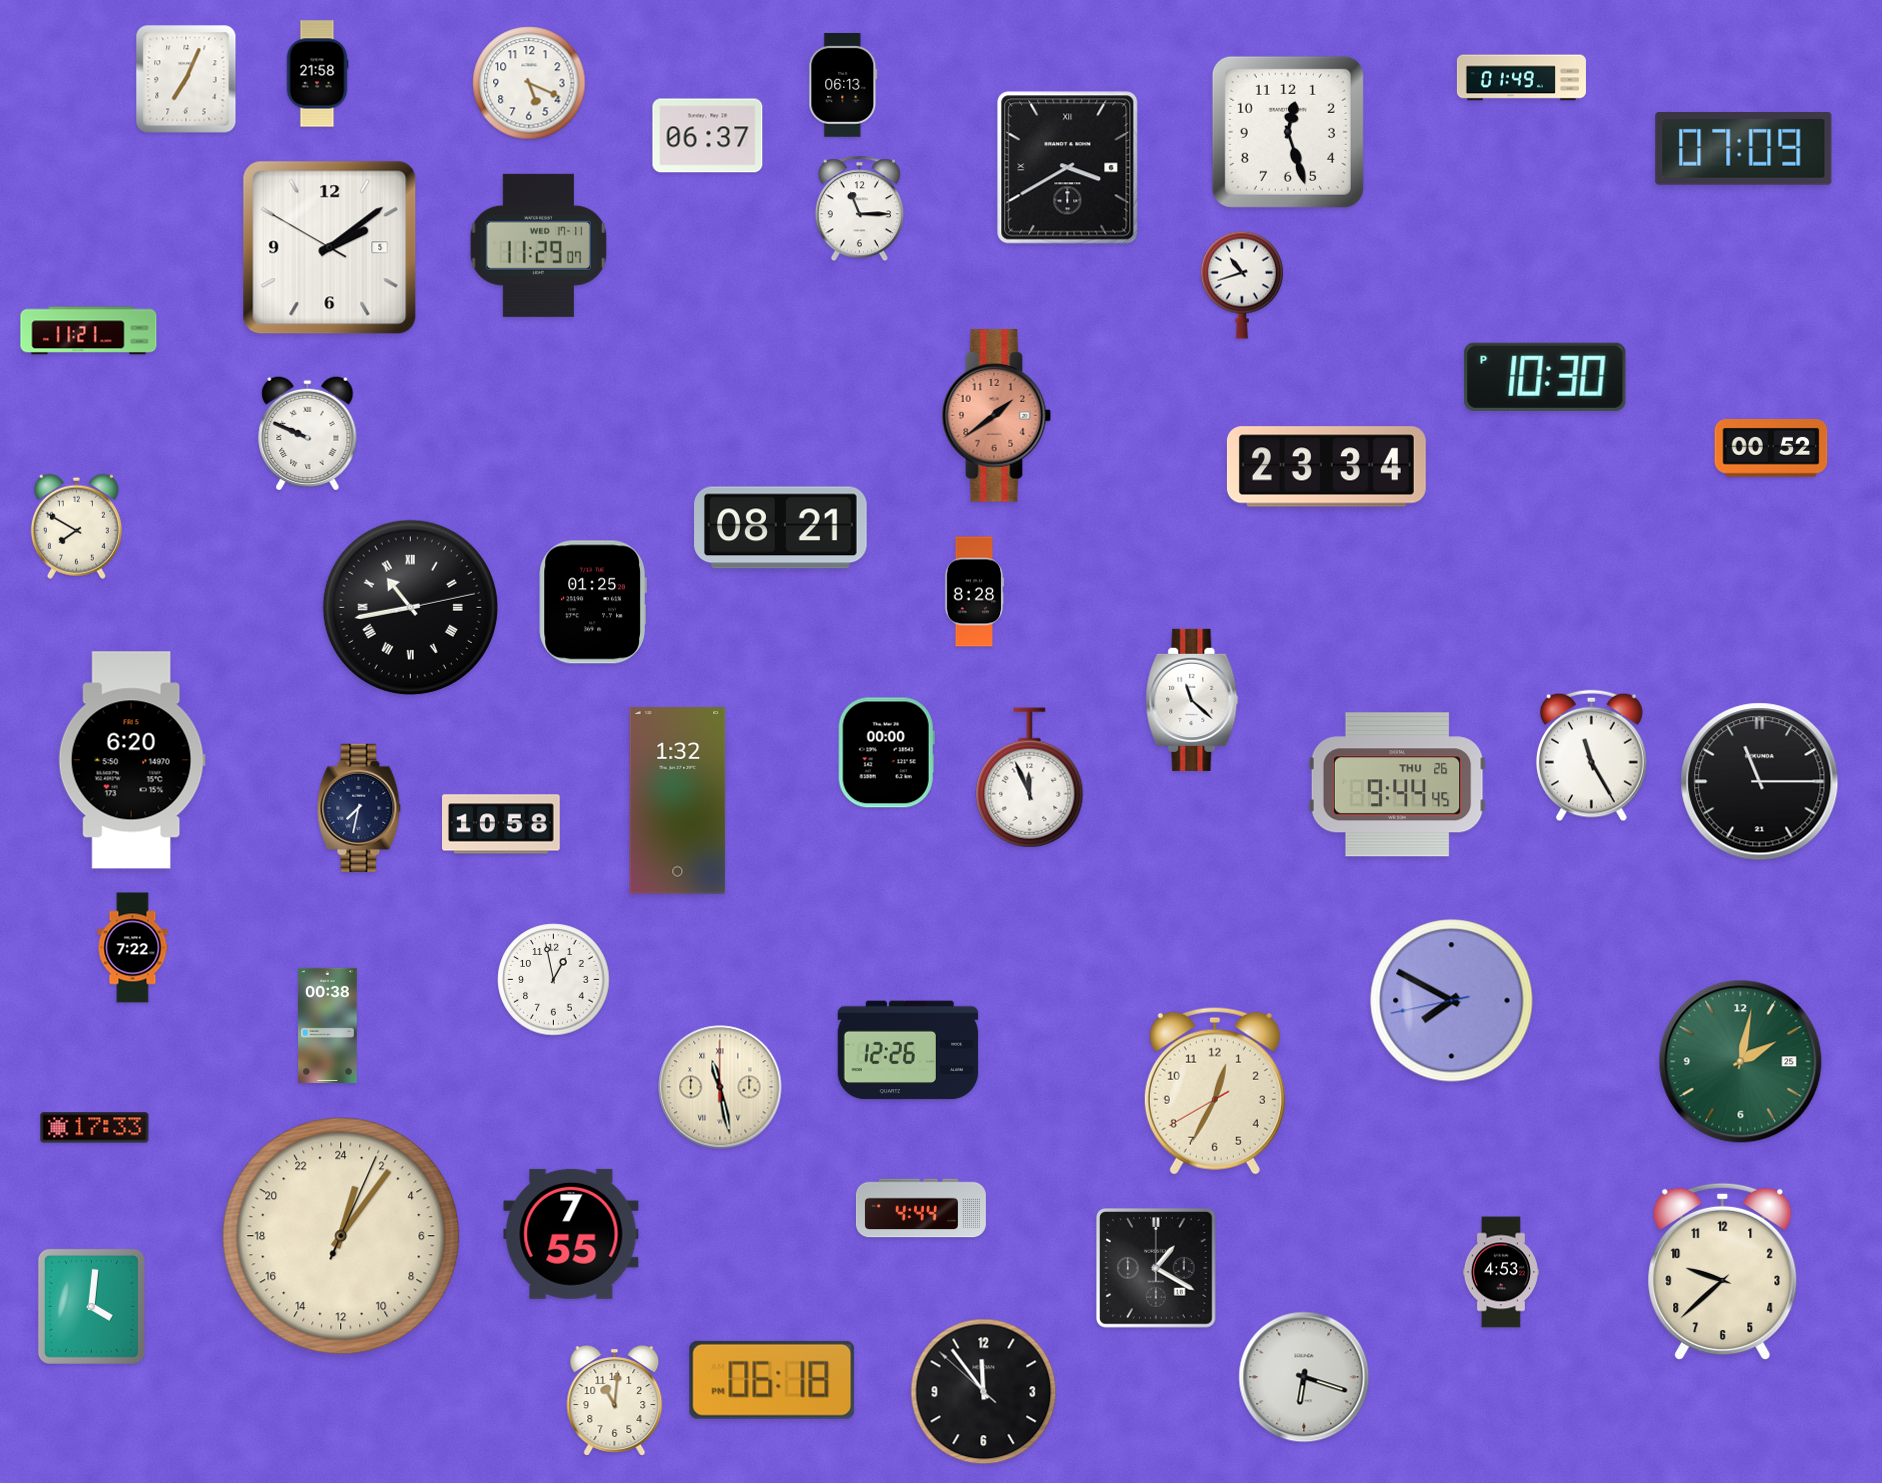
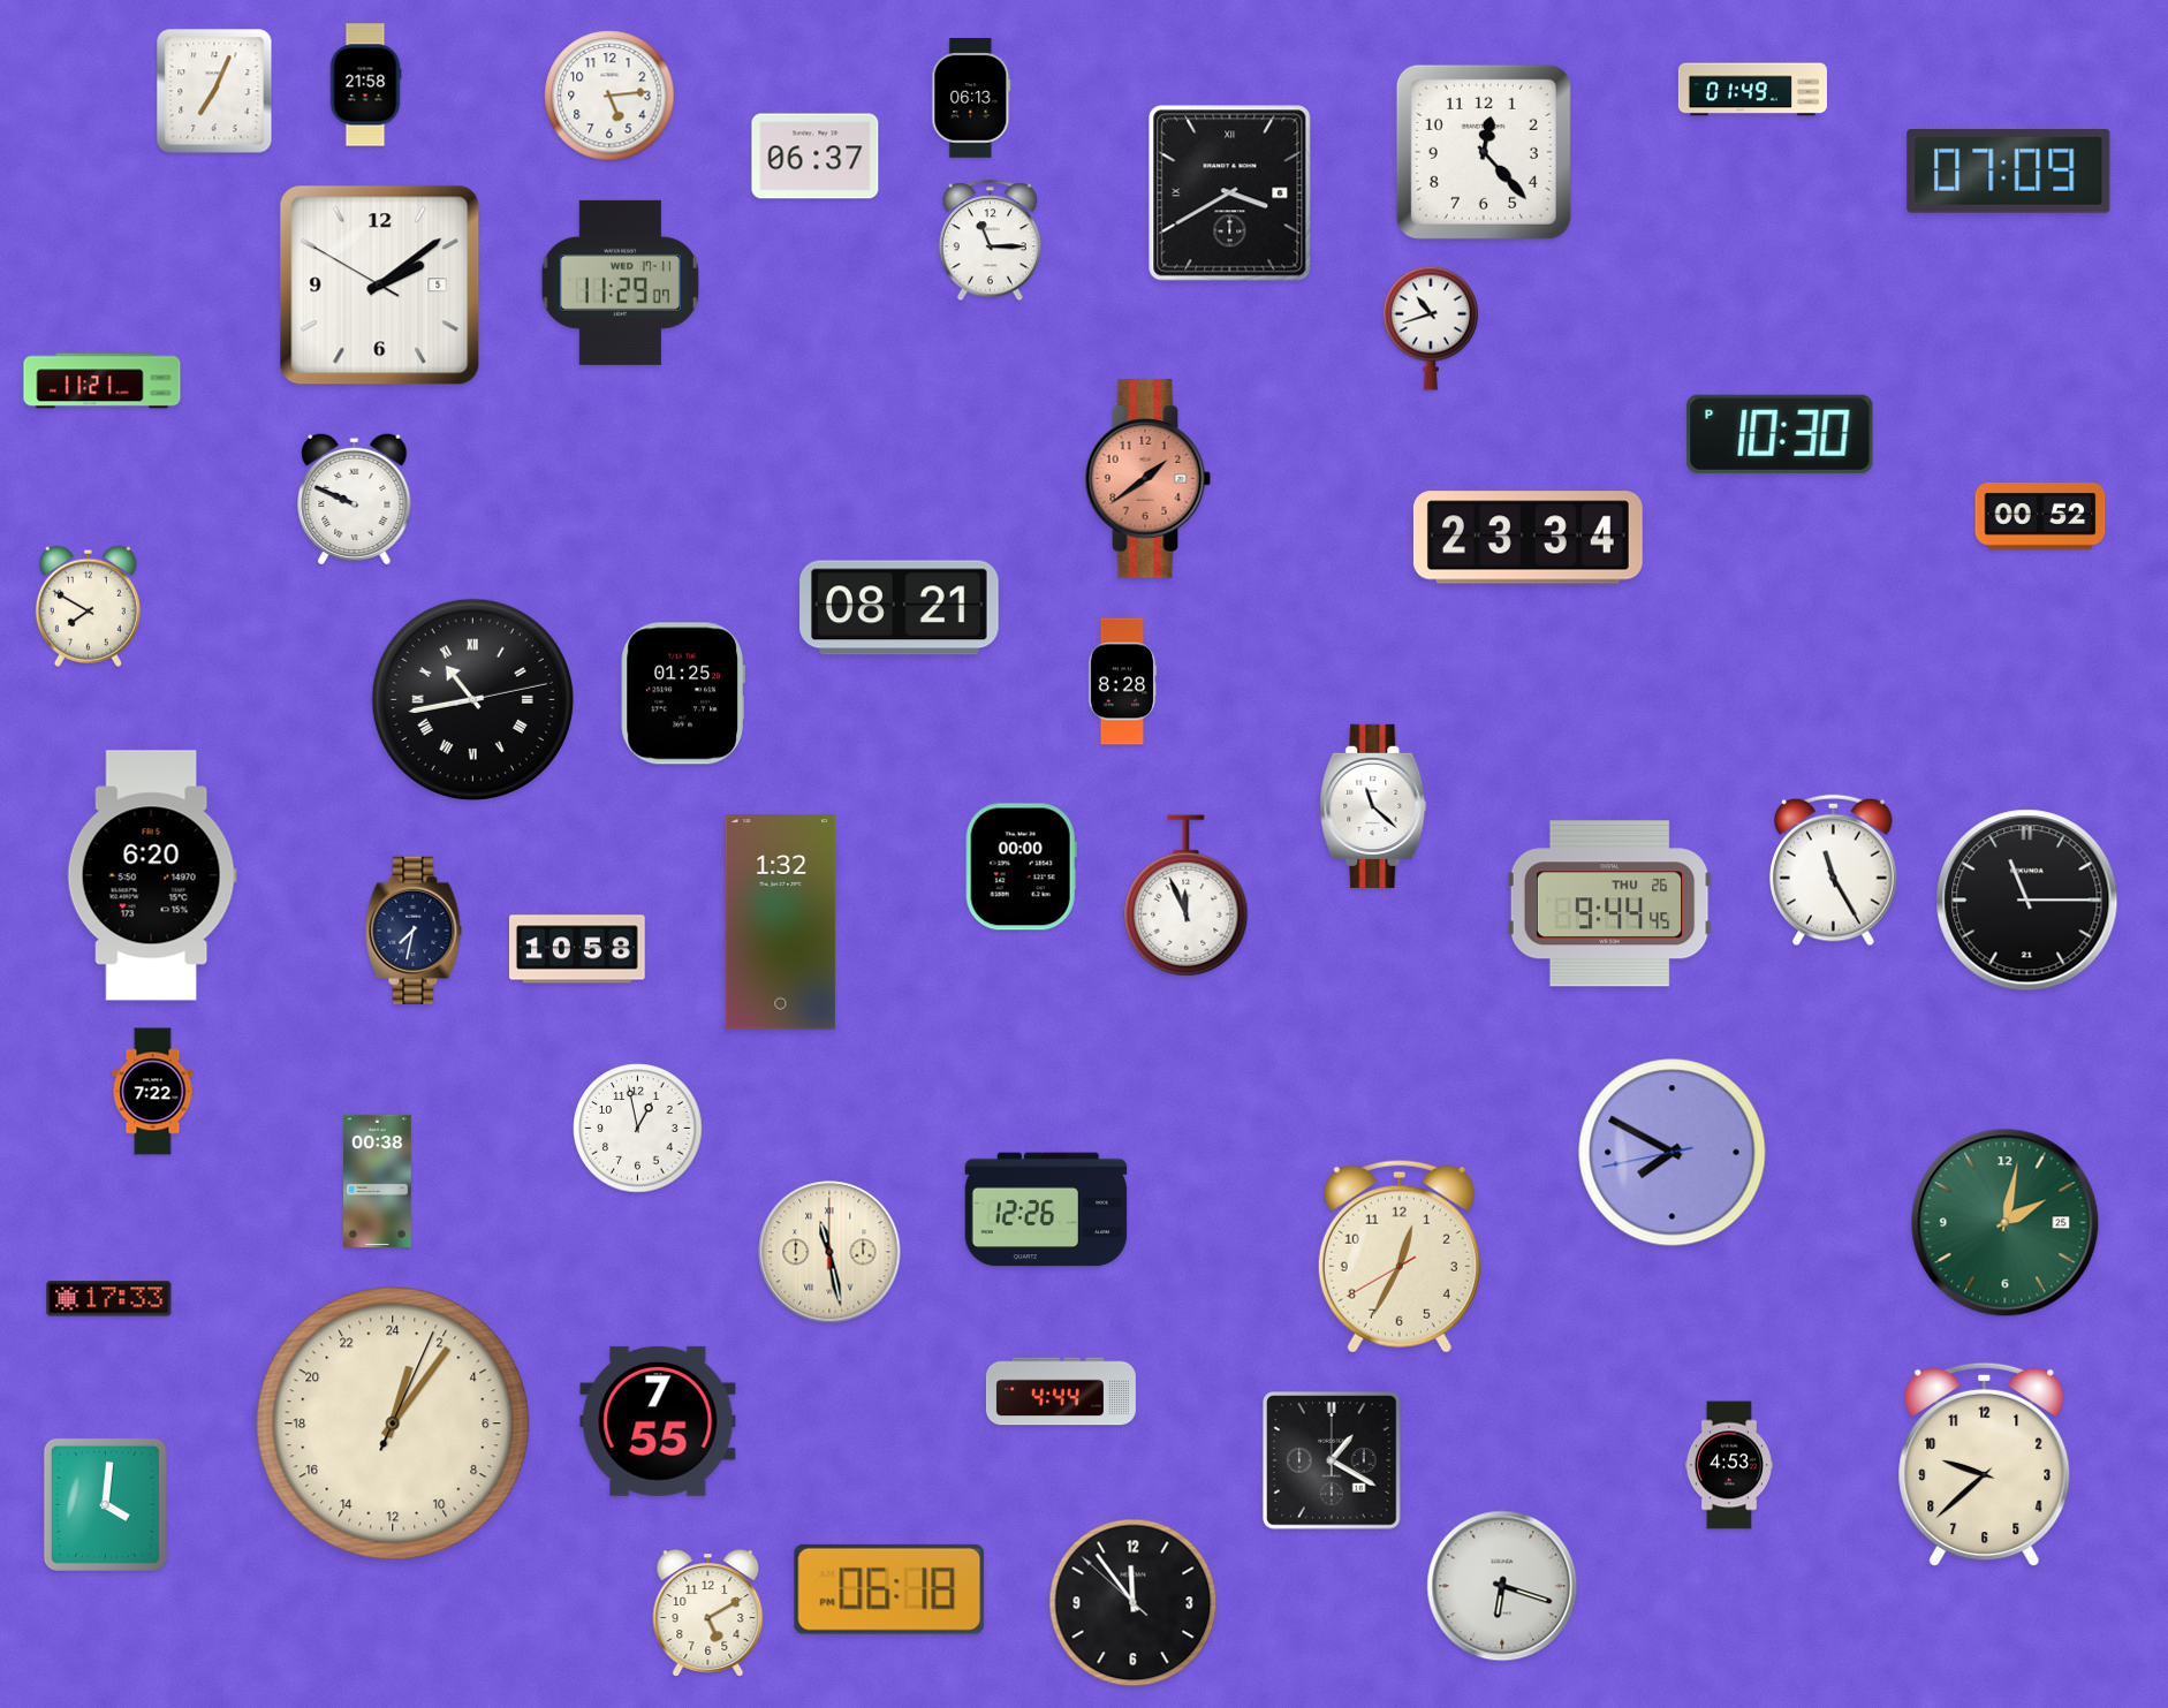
clock at (529, 83): 5:19 -> 5:14
clock at (1288, 132): 12:27 -> 12:23
clock at (615, 1401): 11:01 -> 5:10
